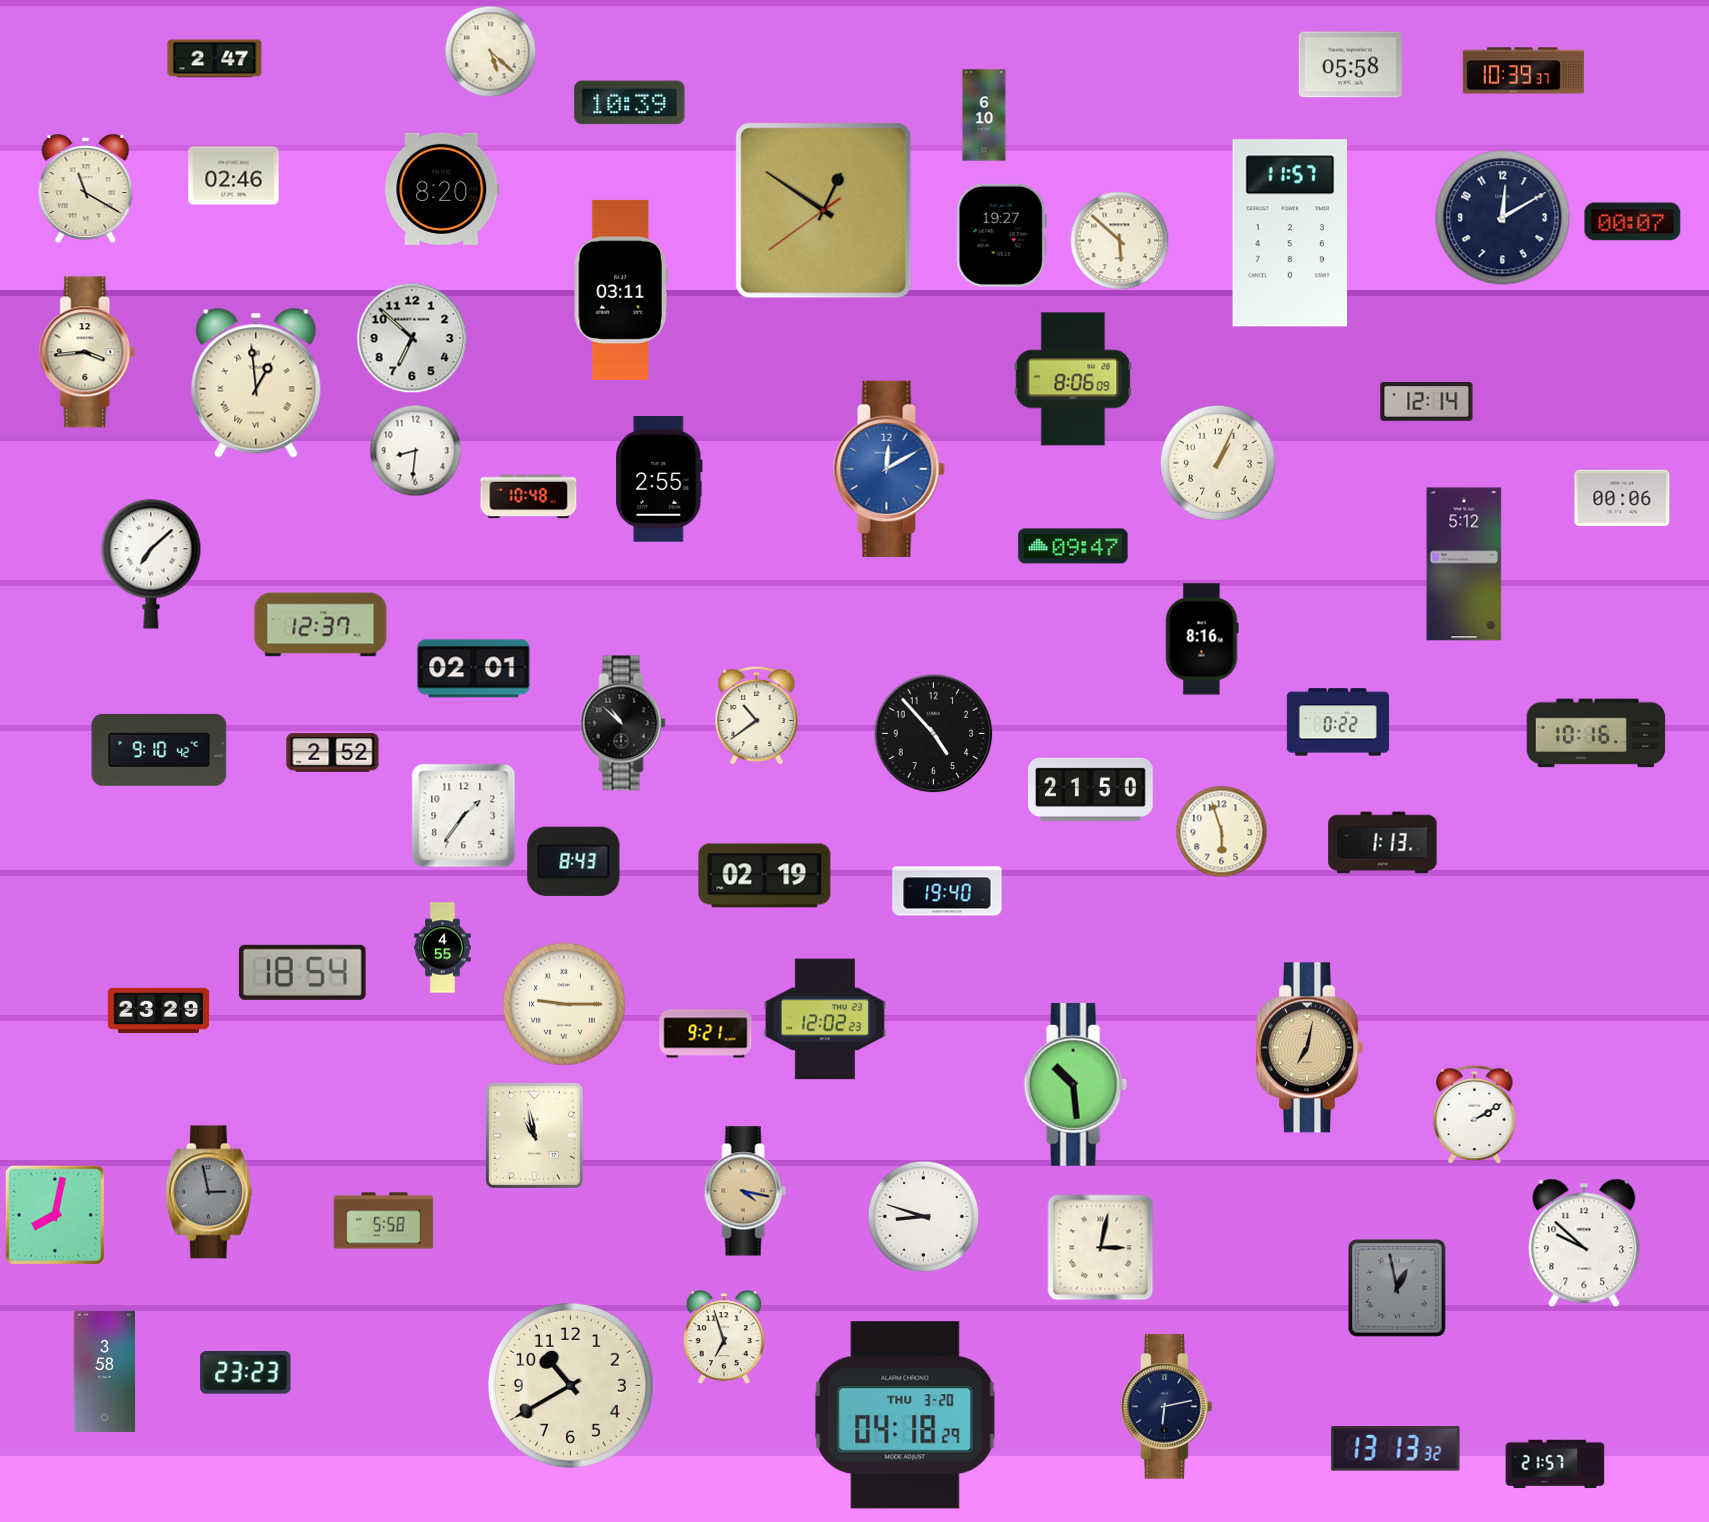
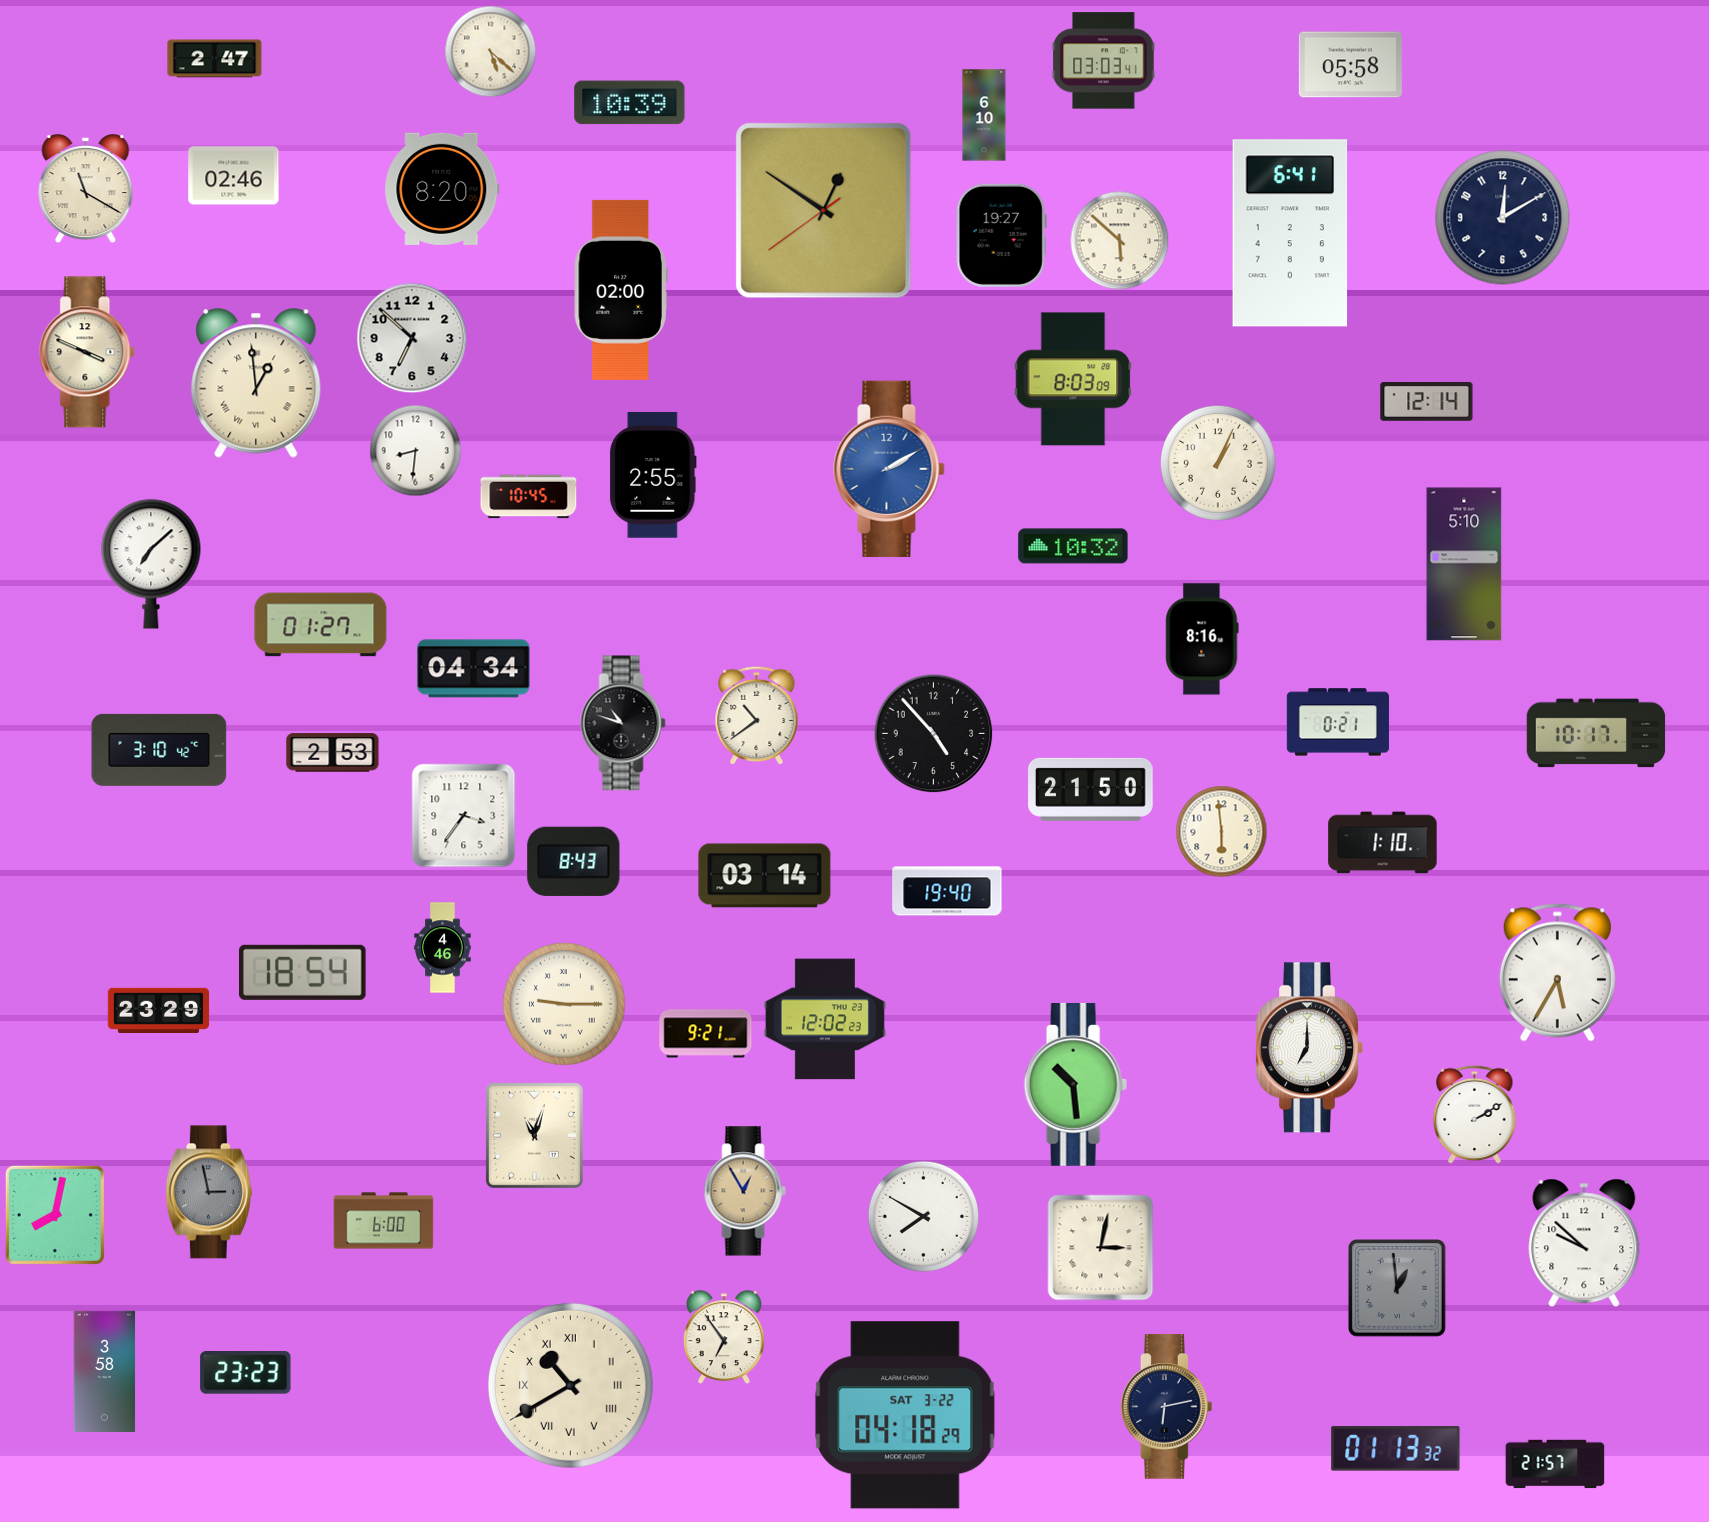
clock at (1104, 61): none -> 03:03
clock at (1523, 71): 10:39 -> none
clock at (1633, 222): 00:07 -> none
clock at (1290, 233): 11:57 -> 6:41
clock at (621, 290): 03:11 -> 02:00
clock at (88, 352): 3:44 -> 3:49
clock at (1073, 379): 8:06 -> 8:03
clock at (889, 469): 12:10 -> 2:10
clock at (659, 479) position: (659, 479) -> (653, 475)
clock at (529, 497): 10:48 -> 10:45
clock at (1622, 498): 00:06 -> none
clock at (1073, 546): 09:47 -> 10:32
clock at (1464, 564): 5:12 -> 5:10
clock at (321, 625): 12:37 -> 01:27
clock at (474, 669): 02:01 -> 04:34
clock at (1338, 722): 0:22 -> 0:21
clock at (623, 723): 10:52 -> 10:48
clock at (1596, 733): 10:16 -> 10:17
clock at (159, 750): 9:10 -> 3:10
clock at (333, 753): 2:52 -> 2:53
clock at (464, 816): 1:36 -> 3:36
clock at (1222, 832): 5:57 -> 5:59
clock at (1383, 843): 1:13 -> 1:10
clock at (765, 876): 02:19 -> 03:14
clock at (443, 948): 4:55 -> 4:46
clock at (1557, 973): none -> 5:35
clock at (1309, 1048): 7:02 -> 7:00
clock at (1309, 1048) dial: champagne -> white
clock at (534, 1135): 10:58 -> 11:03
clock at (745, 1191): 4:17 -> 12:55
clock at (923, 1216): 8:48 -> 7:50
clock at (384, 1221): 5:58 -> 6:00
clock at (1398, 1289): 12:58 -> 12:59
clock at (724, 1338): 6:57 -> 6:54
clock at (570, 1385) numerals: Arabic -> Roman
clock at (905, 1415) date: THU 3-20 -> SAT 3-22
clock at (1396, 1449): 13:13 -> 01:13
